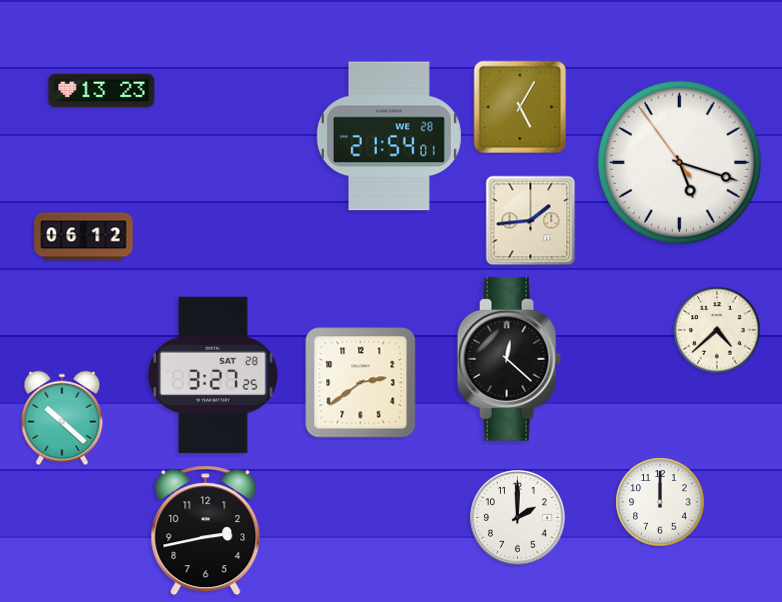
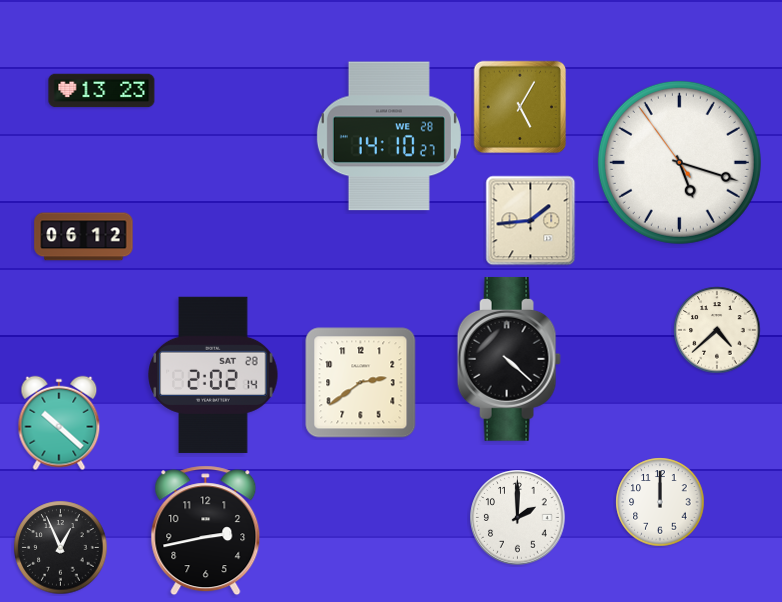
clock at (389, 136): 21:54 -> 14:10
clock at (509, 359): 12:22 -> 4:22
clock at (213, 375): 3:27 -> 2:02
clock at (62, 418) position: (62, 418) -> (59, 423)
clock at (61, 548): none -> 12:56
